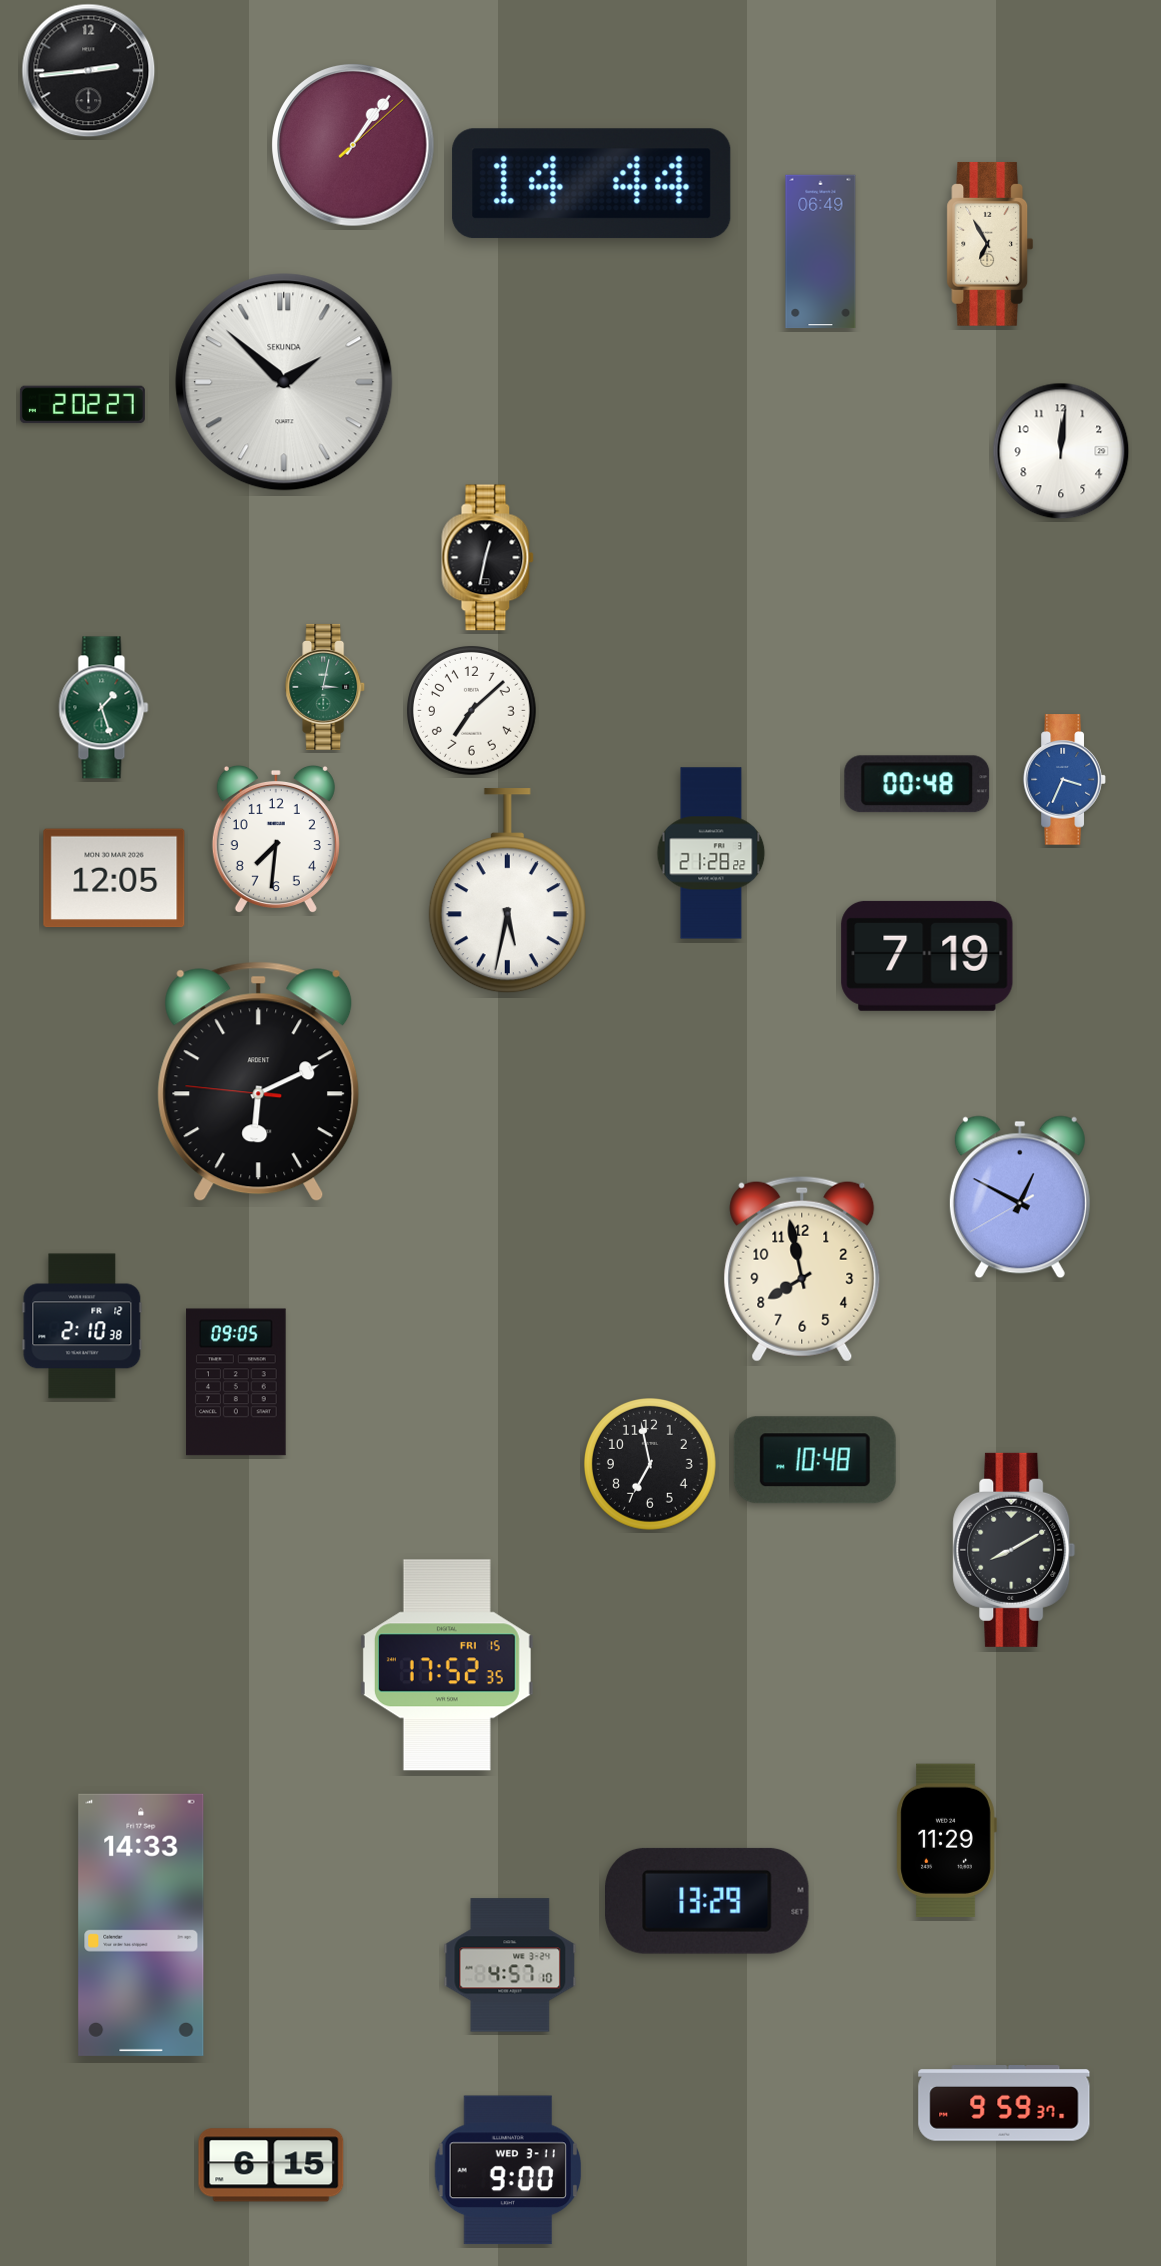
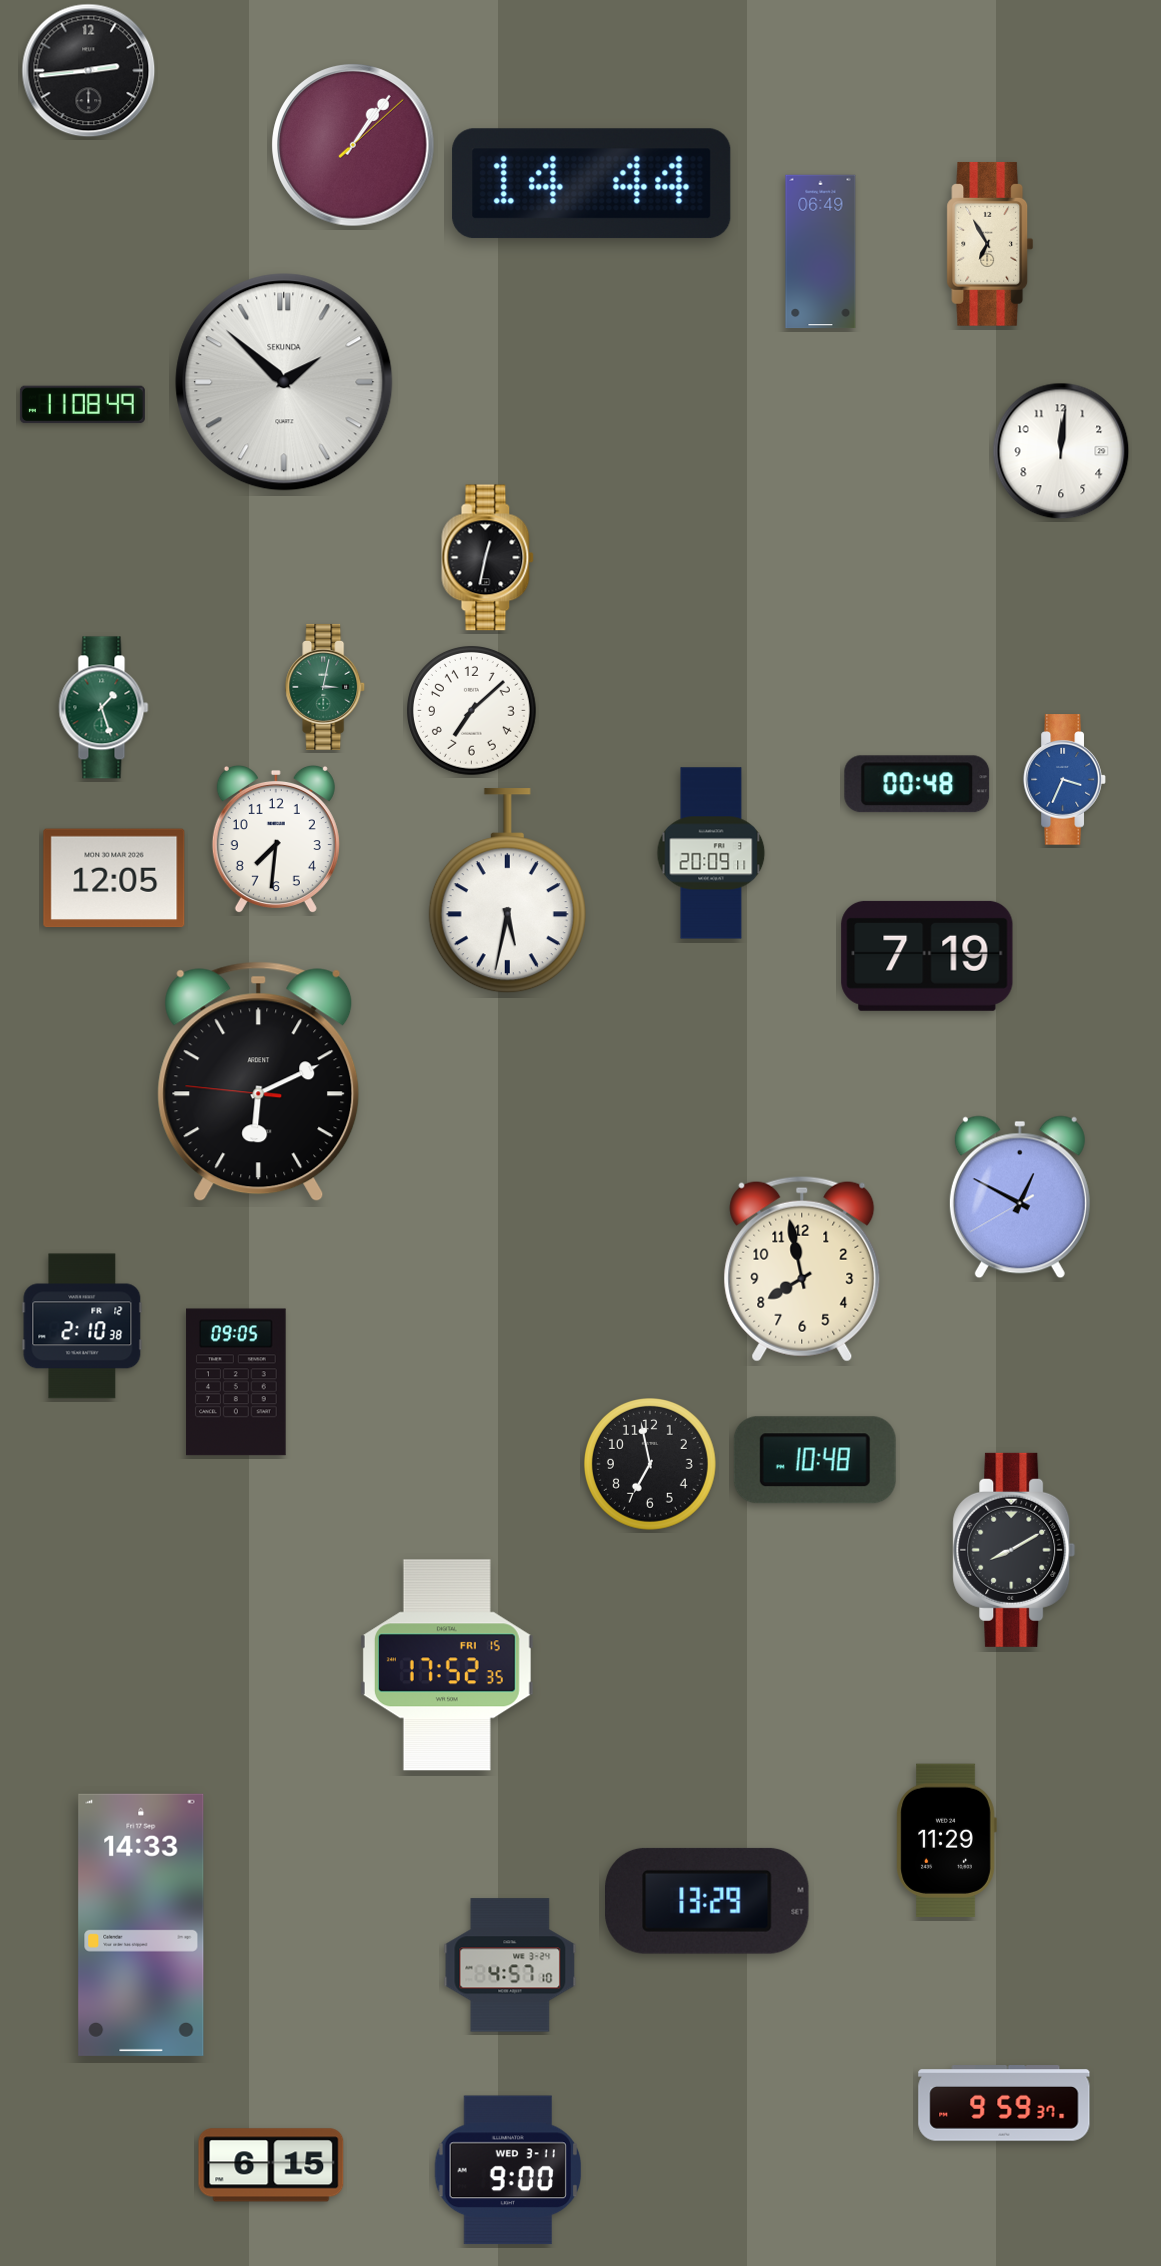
clock at (82, 405): 2:02 -> 11:08
clock at (711, 853): 21:28 -> 20:09
